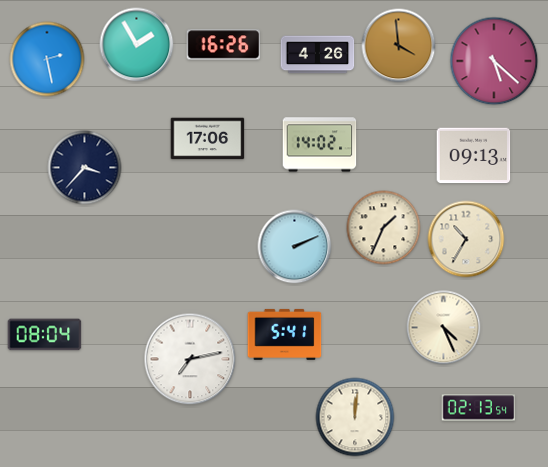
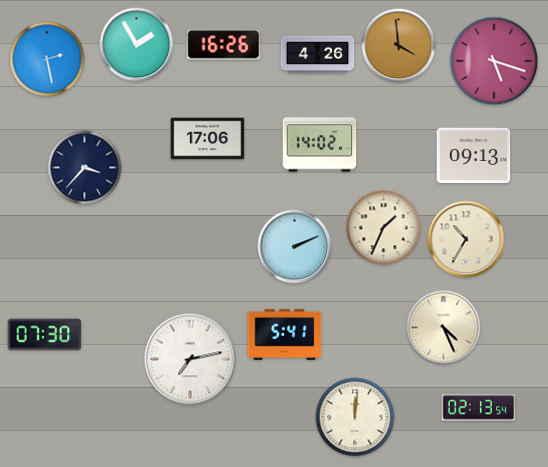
clock at (494, 61): 5:22 -> 5:18
clock at (45, 335): 08:04 -> 07:30
